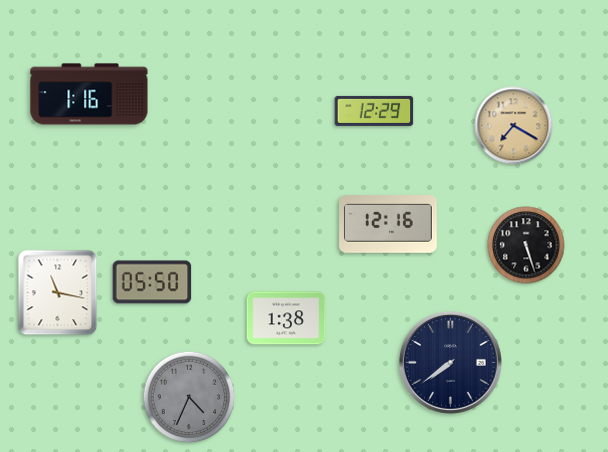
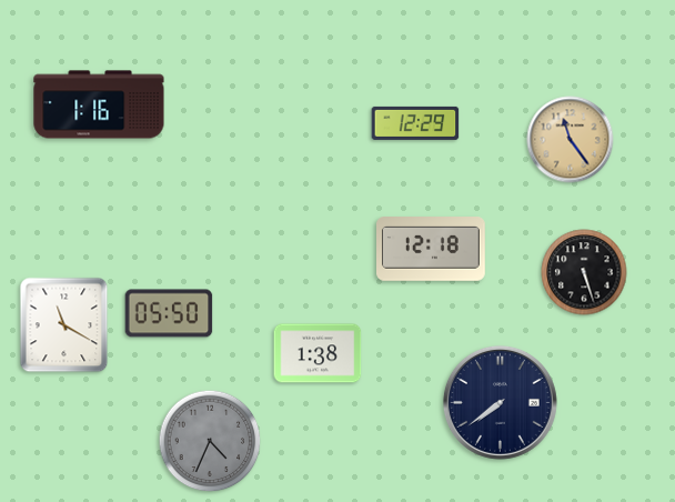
clock at (514, 126): 7:20 -> 11:24
clock at (389, 225): 12:16 -> 12:18
clock at (58, 293): 11:17 -> 11:20
